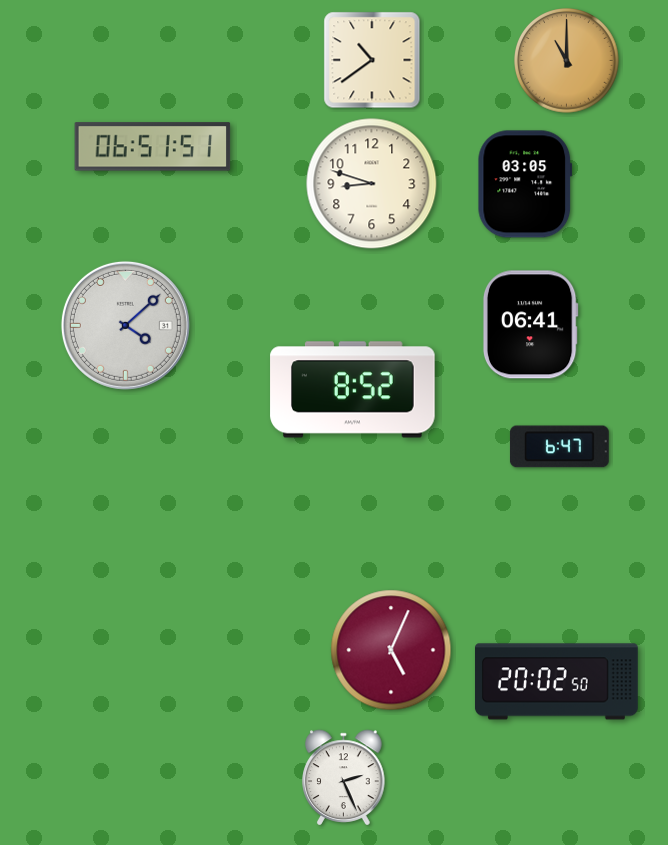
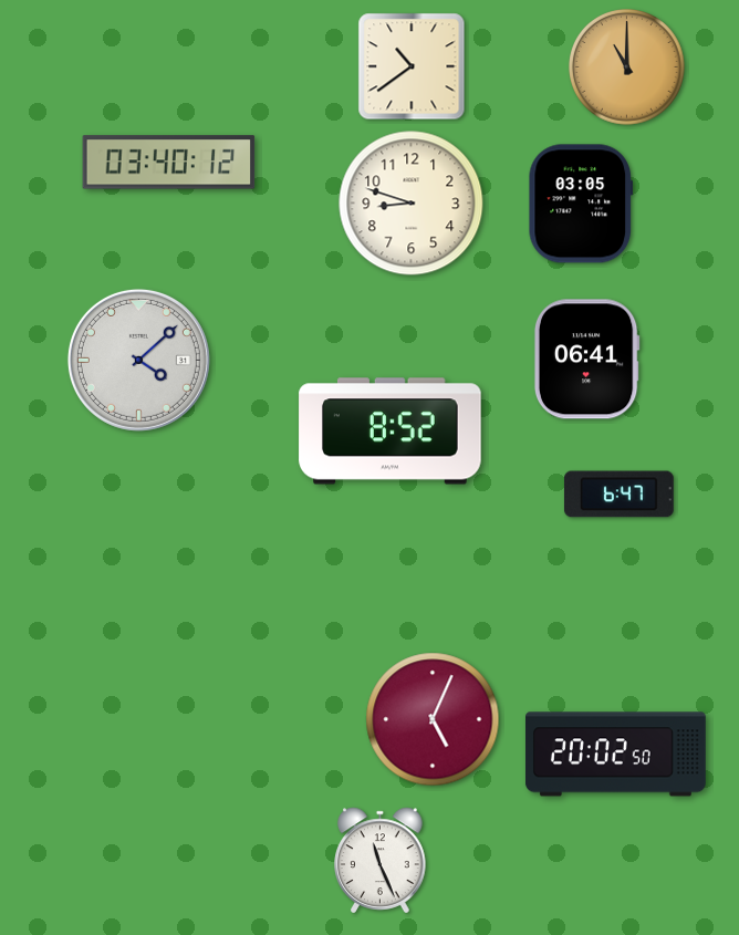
clock at (153, 147): 06:51 -> 03:40
clock at (344, 778): 2:26 -> 11:26
